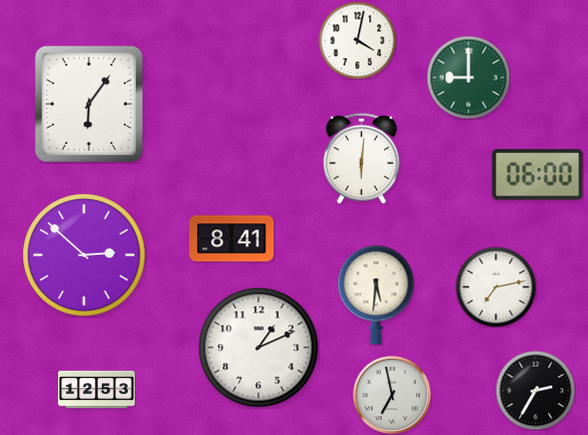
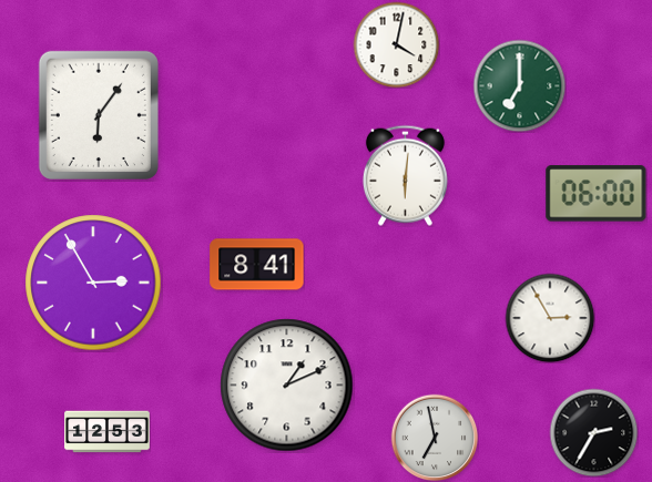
clock at (468, 77): 9:00 -> 7:00
clock at (361, 158) position: (361, 158) -> (405, 175)
clock at (84, 255): 2:52 -> 2:55
clock at (496, 287): 7:13 -> 2:55
clock at (376, 295): 5:31 -> none
